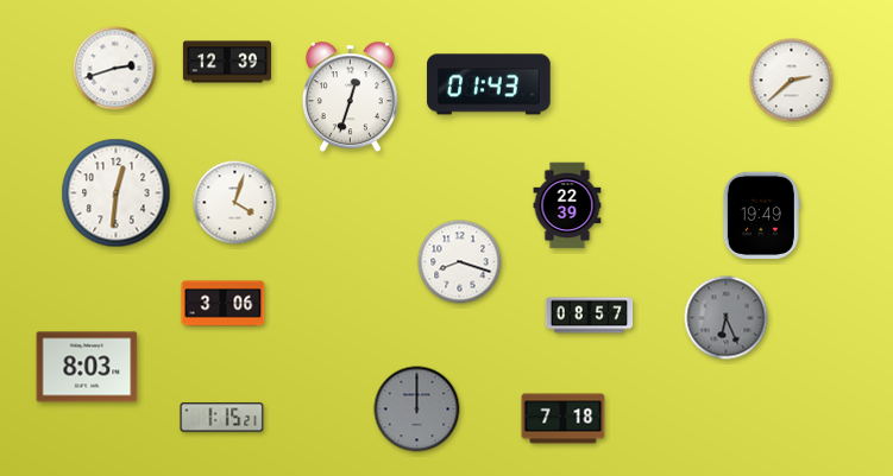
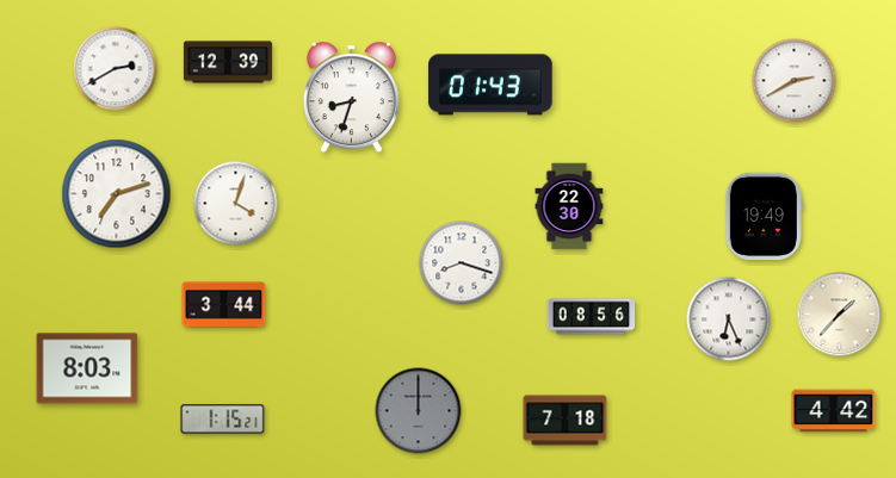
clock at (115, 69): 2:42 -> 2:40
clock at (792, 81): 2:38 -> 2:40
clock at (350, 97): 12:33 -> 8:33
clock at (117, 193): 12:31 -> 7:12
clock at (567, 205): 22:39 -> 22:30
clock at (224, 304): 3:06 -> 3:44
clock at (840, 315): none -> 1:37
clock at (590, 316): 08:57 -> 08:56
clock at (727, 318) dial: grey -> white
clock at (834, 411): none -> 4:42
